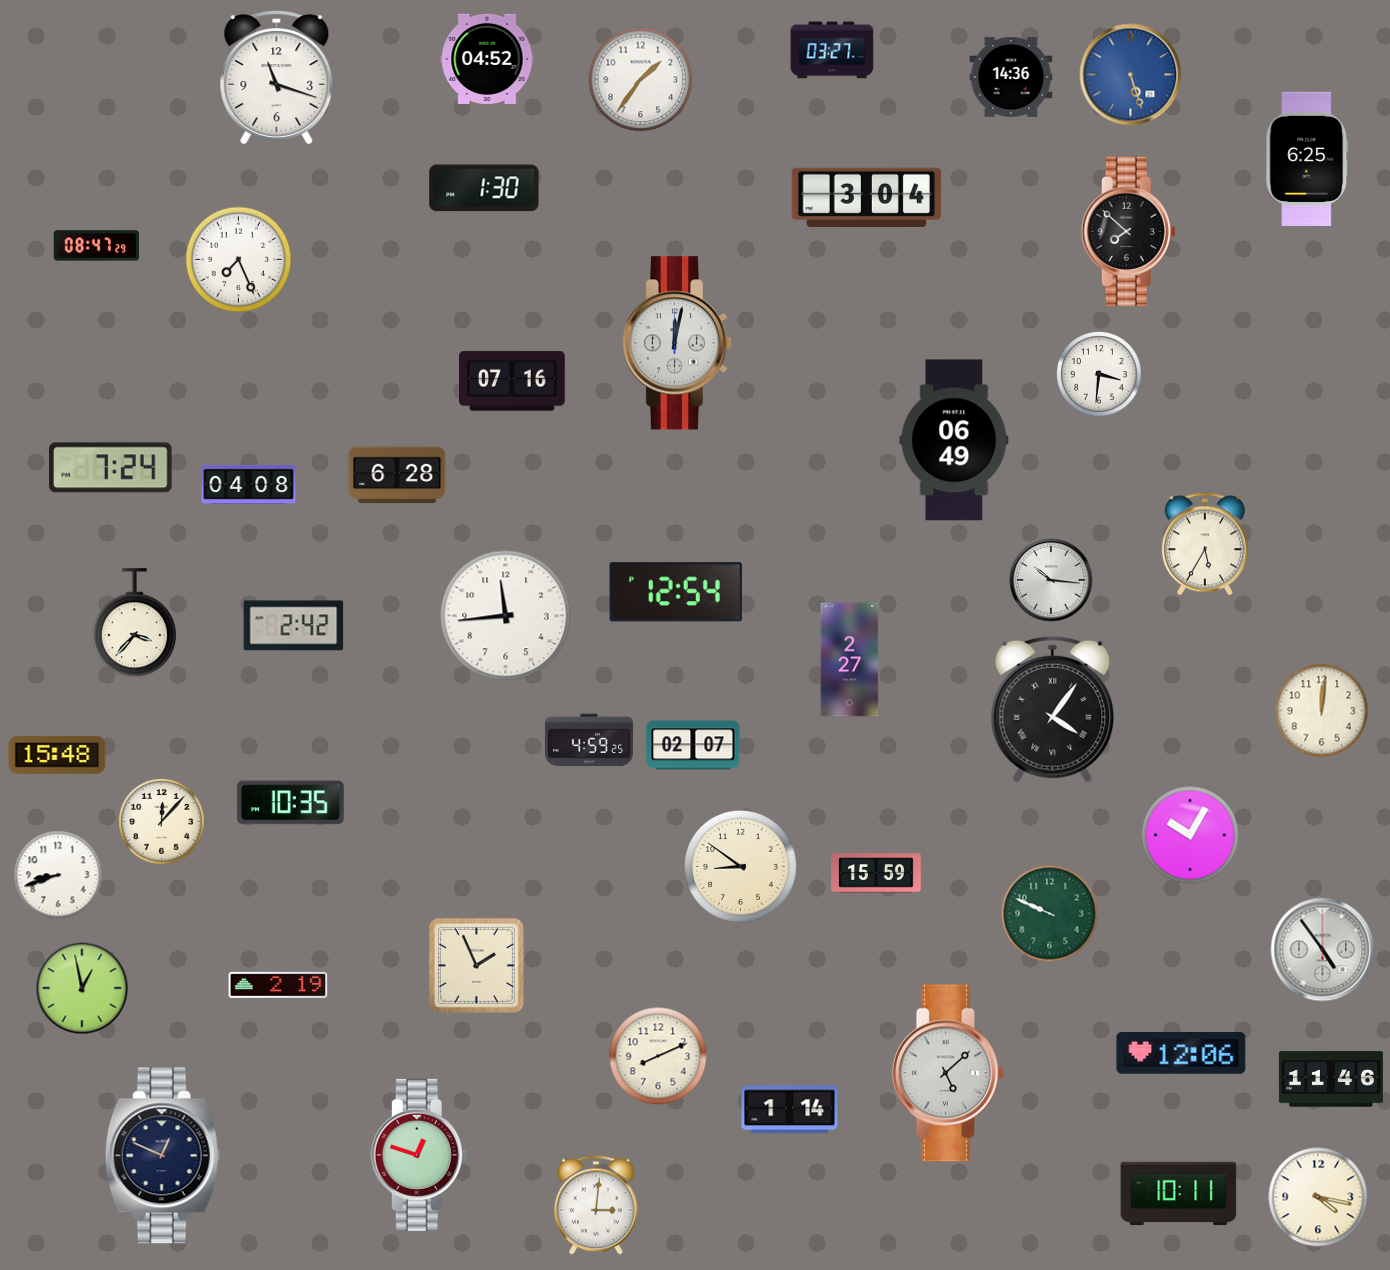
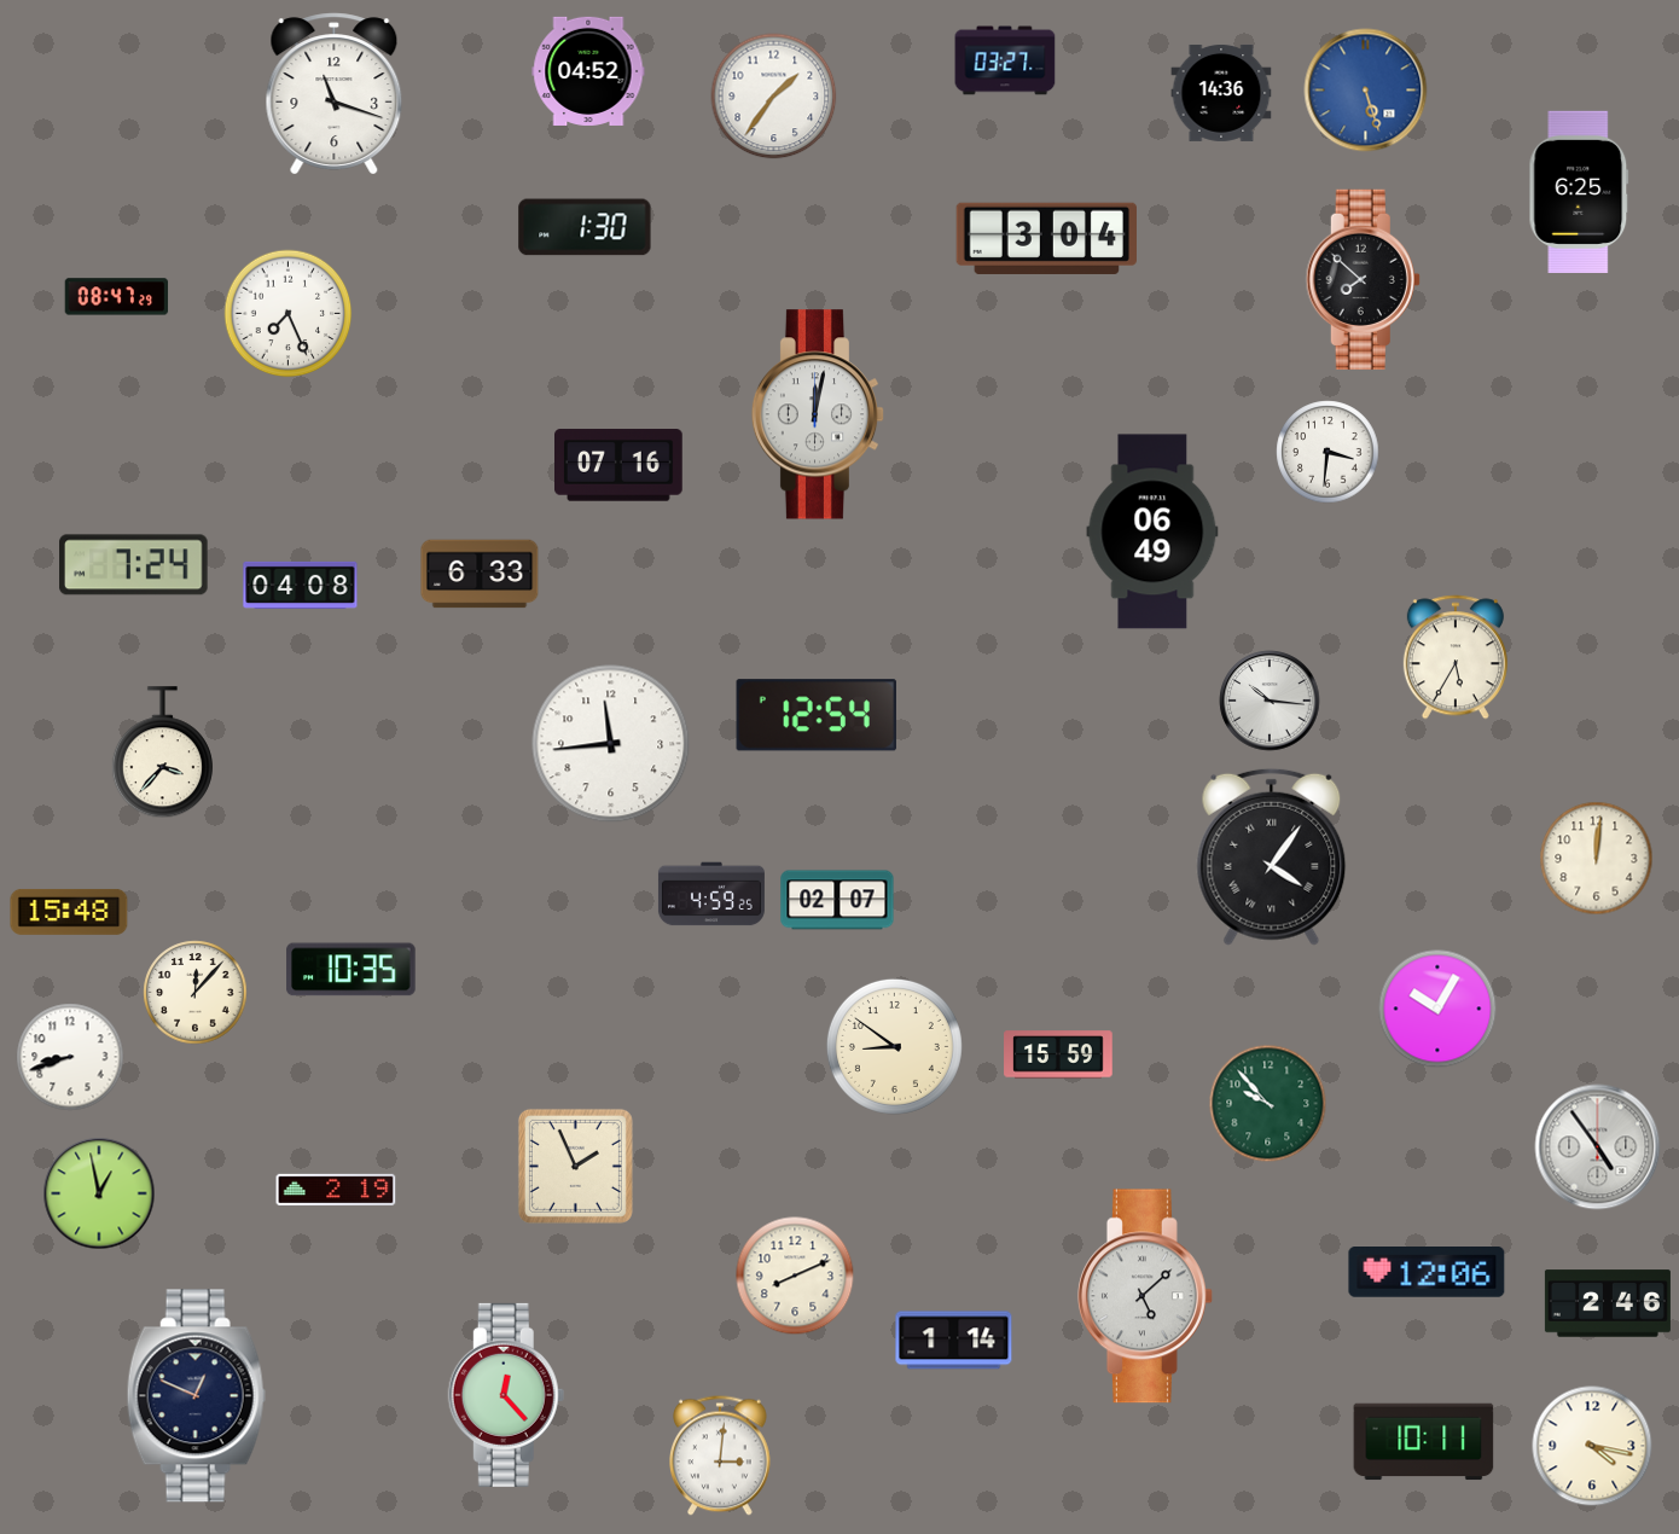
clock at (513, 381) position: (513, 381) -> (620, 465)
clock at (397, 475): 6:28 -> 6:33
clock at (294, 626): 2:42 -> none
clock at (850, 660): 2:27 -> none
clock at (1050, 914): 9:49 -> 9:53
clock at (1331, 1079): 11:46 -> 2:46
clock at (419, 1155): 12:48 -> 12:23
